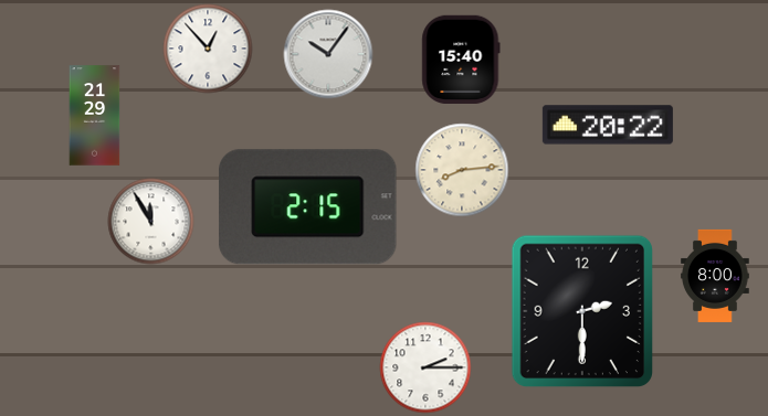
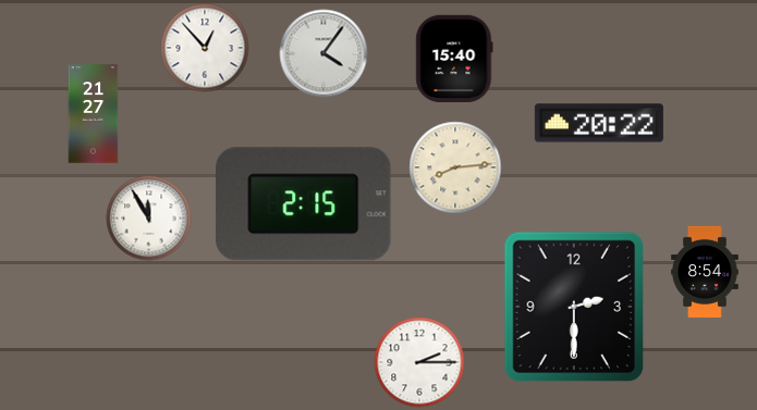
clock at (328, 54): 10:06 -> 4:06
clock at (95, 116): 21:29 -> 21:27
clock at (715, 276): 8:00 -> 8:54
